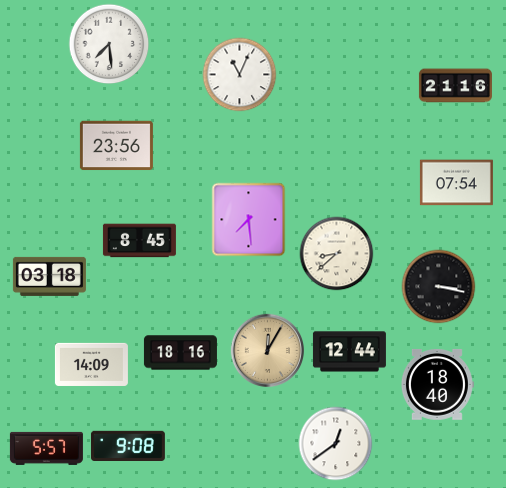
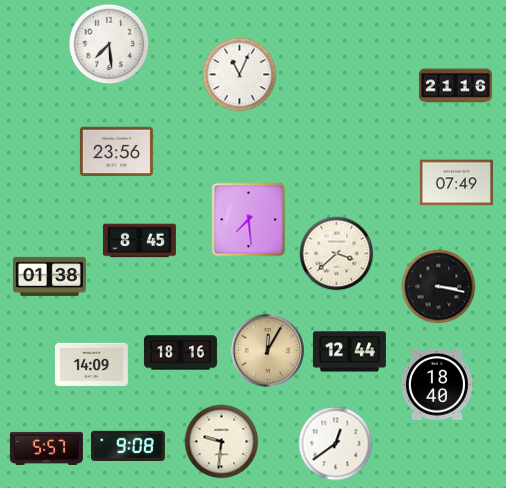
clock at (116, 146) position: (116, 146) -> (116, 152)
clock at (456, 183): 07:54 -> 07:49
clock at (337, 254): 8:38 -> 3:38
clock at (49, 276): 03:18 -> 01:38
clock at (222, 442): none -> 9:31
